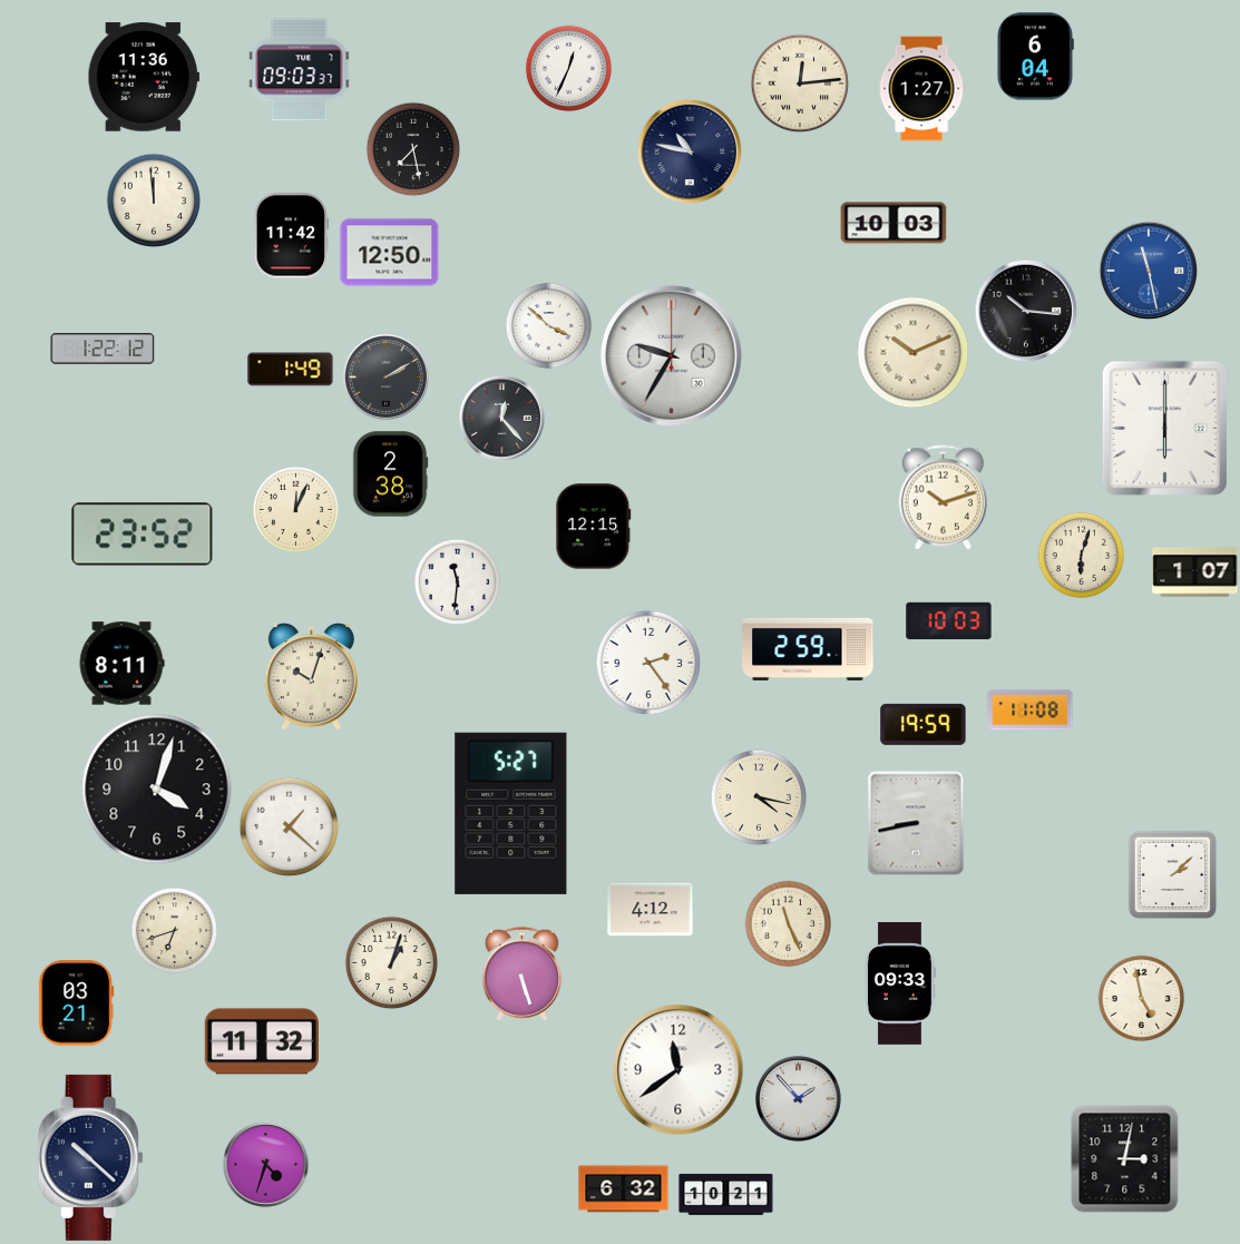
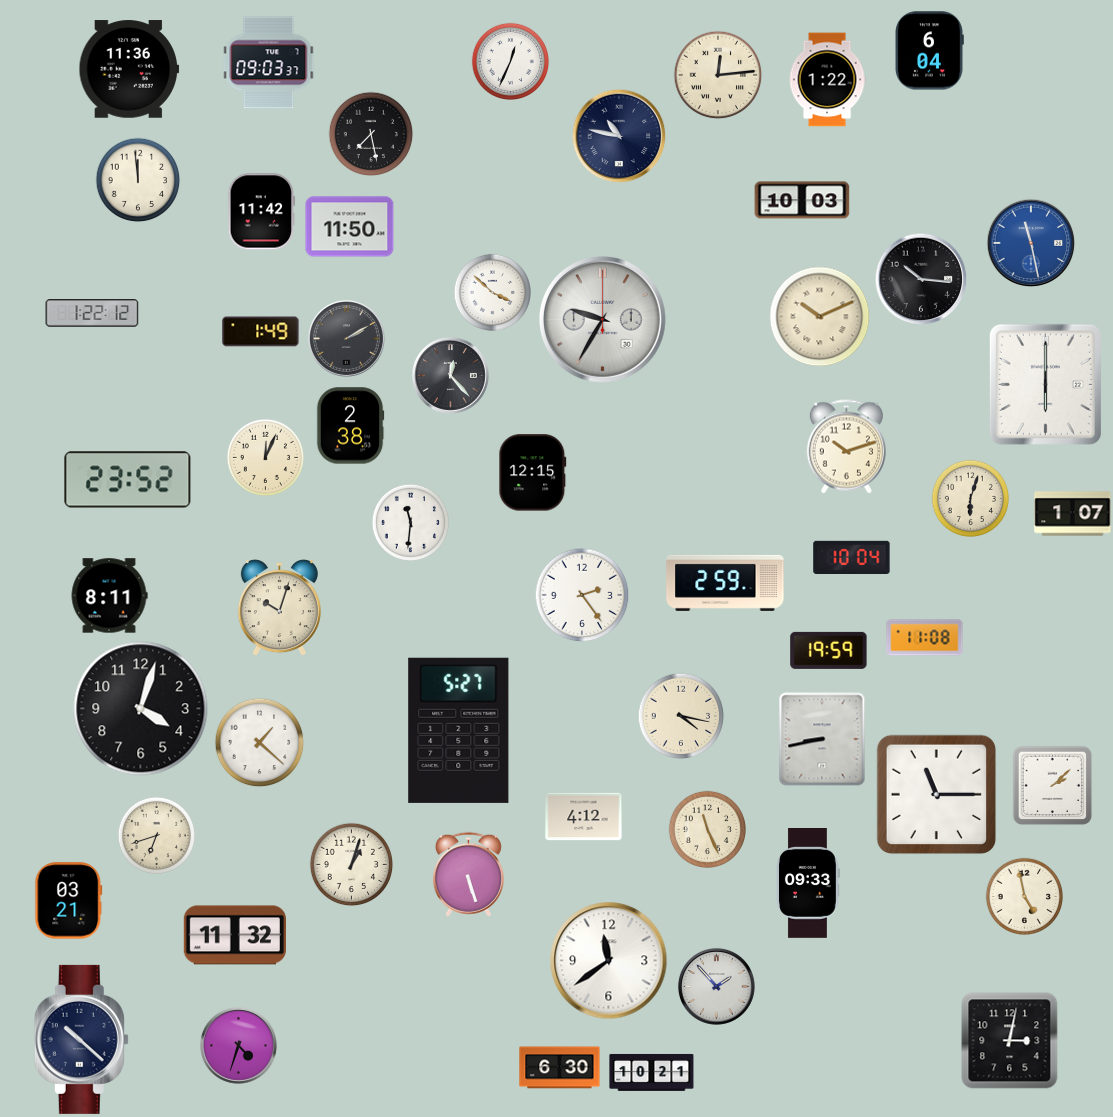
clock at (921, 89): 1:27 -> 1:22
clock at (390, 253): 12:50 -> 11:50
clock at (949, 620): 10:03 -> 10:04
clock at (937, 795): none -> 11:15
clock at (624, 1189): 6:32 -> 6:30
